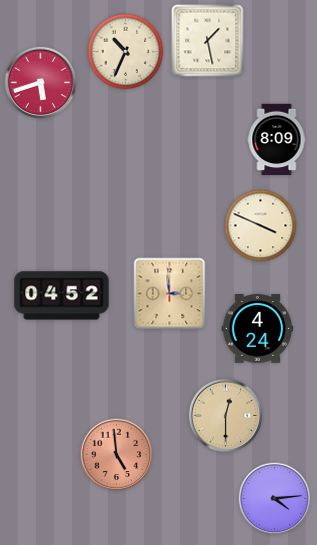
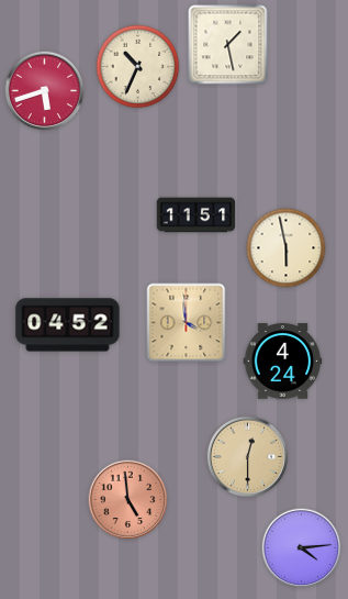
clock at (126, 52) position: (126, 52) -> (138, 67)
clock at (277, 140): 8:09 -> none
clock at (197, 215): none -> 11:51
clock at (261, 226): 3:49 -> 5:58
clock at (170, 294): 2:59 -> 3:59
